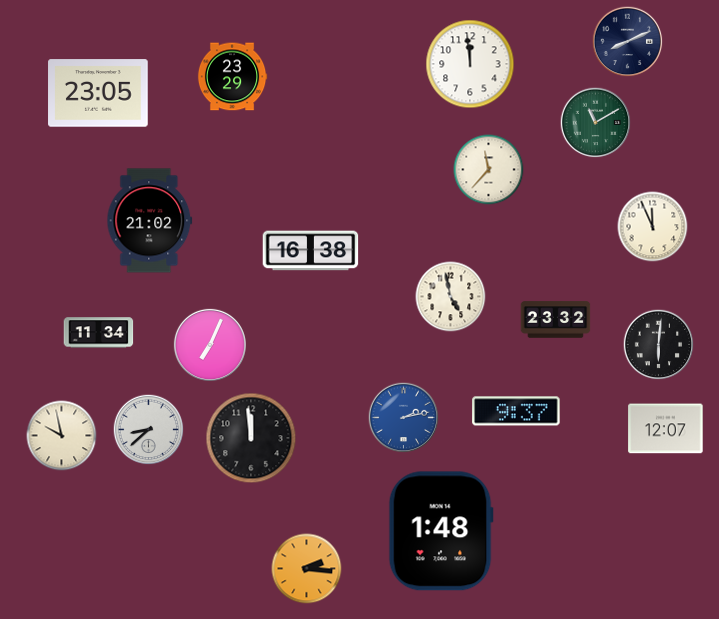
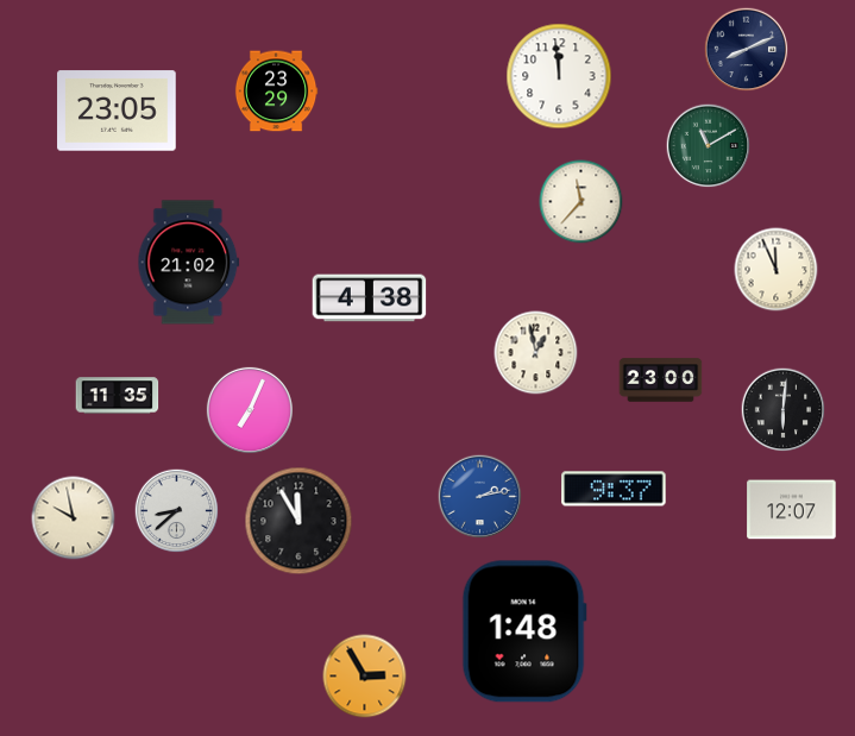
clock at (150, 221) position: (150, 221) -> (189, 263)
clock at (311, 251): 16:38 -> 4:38
clock at (451, 297): 4:58 -> 12:58
clock at (556, 320): 23:32 -> 23:00
clock at (99, 333): 11:34 -> 11:35
clock at (251, 438): 11:59 -> 11:55
clock at (307, 569): 2:16 -> 2:55
